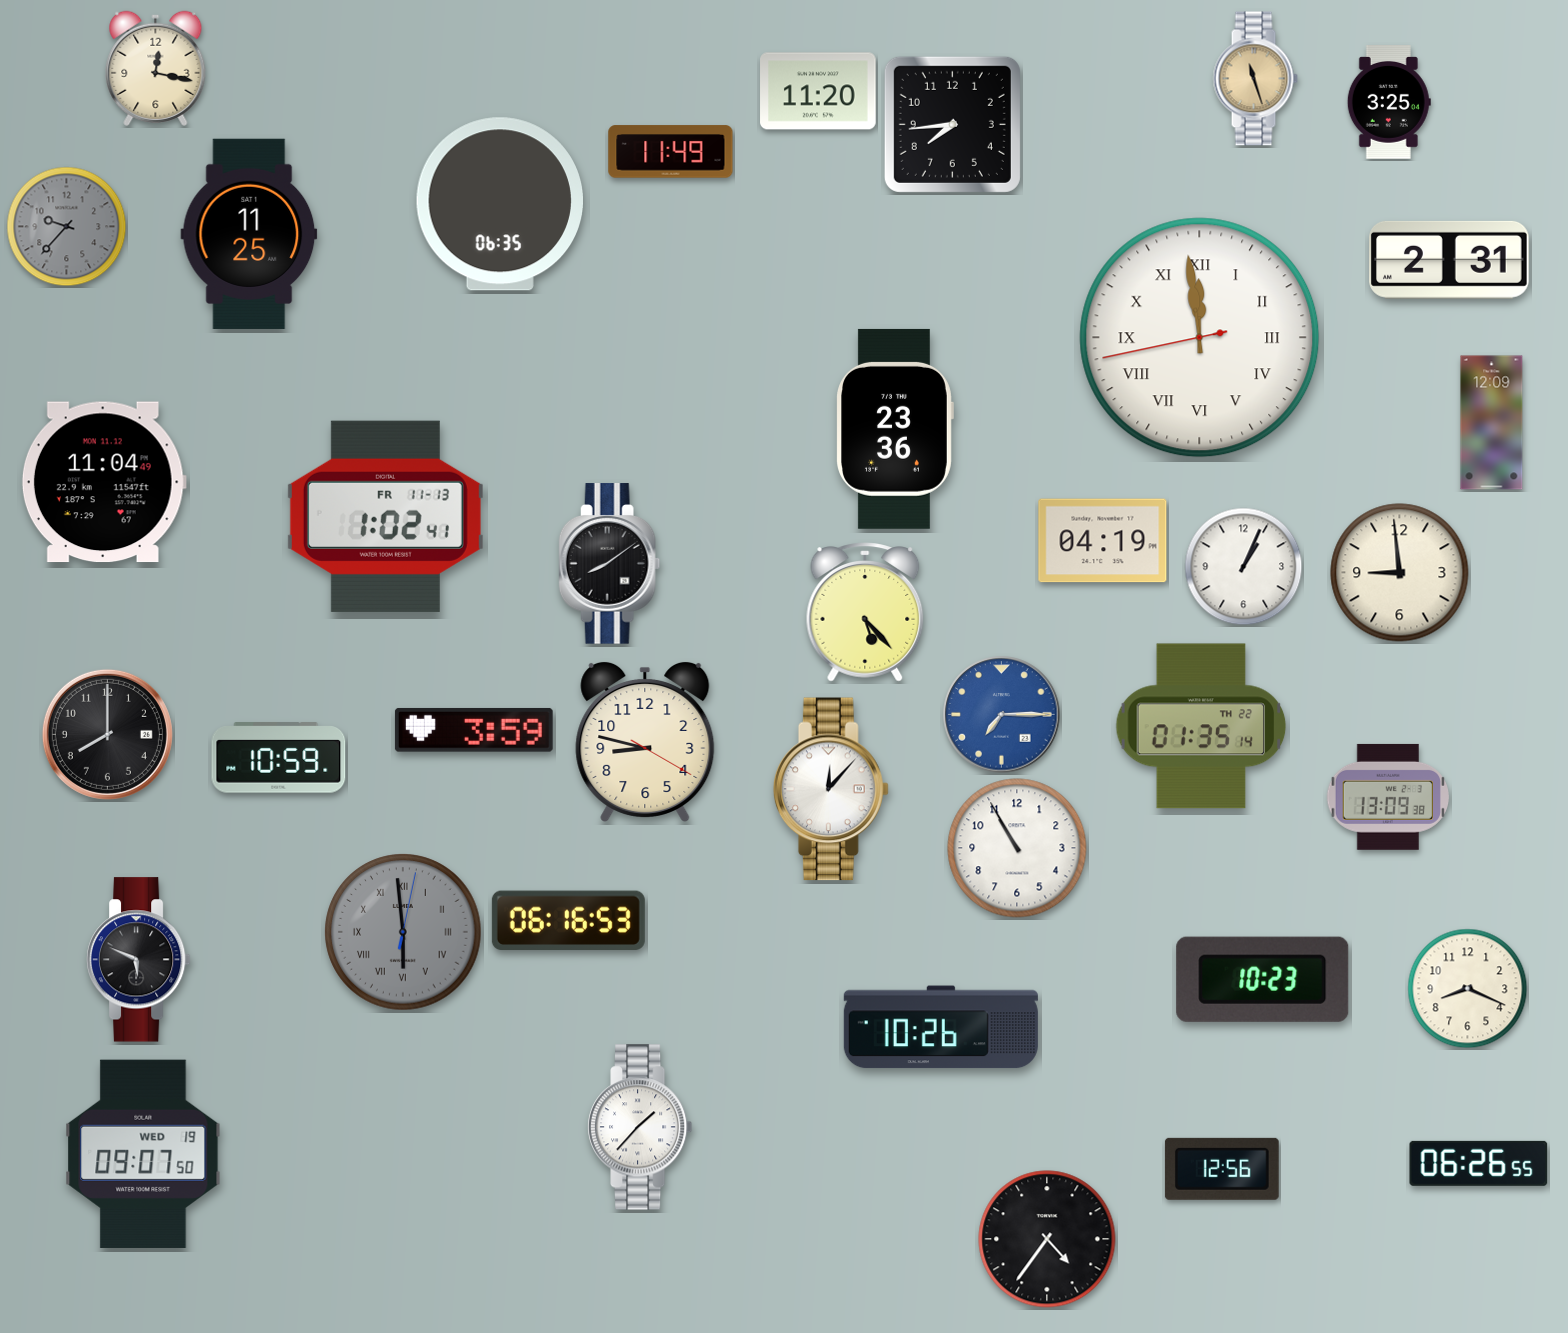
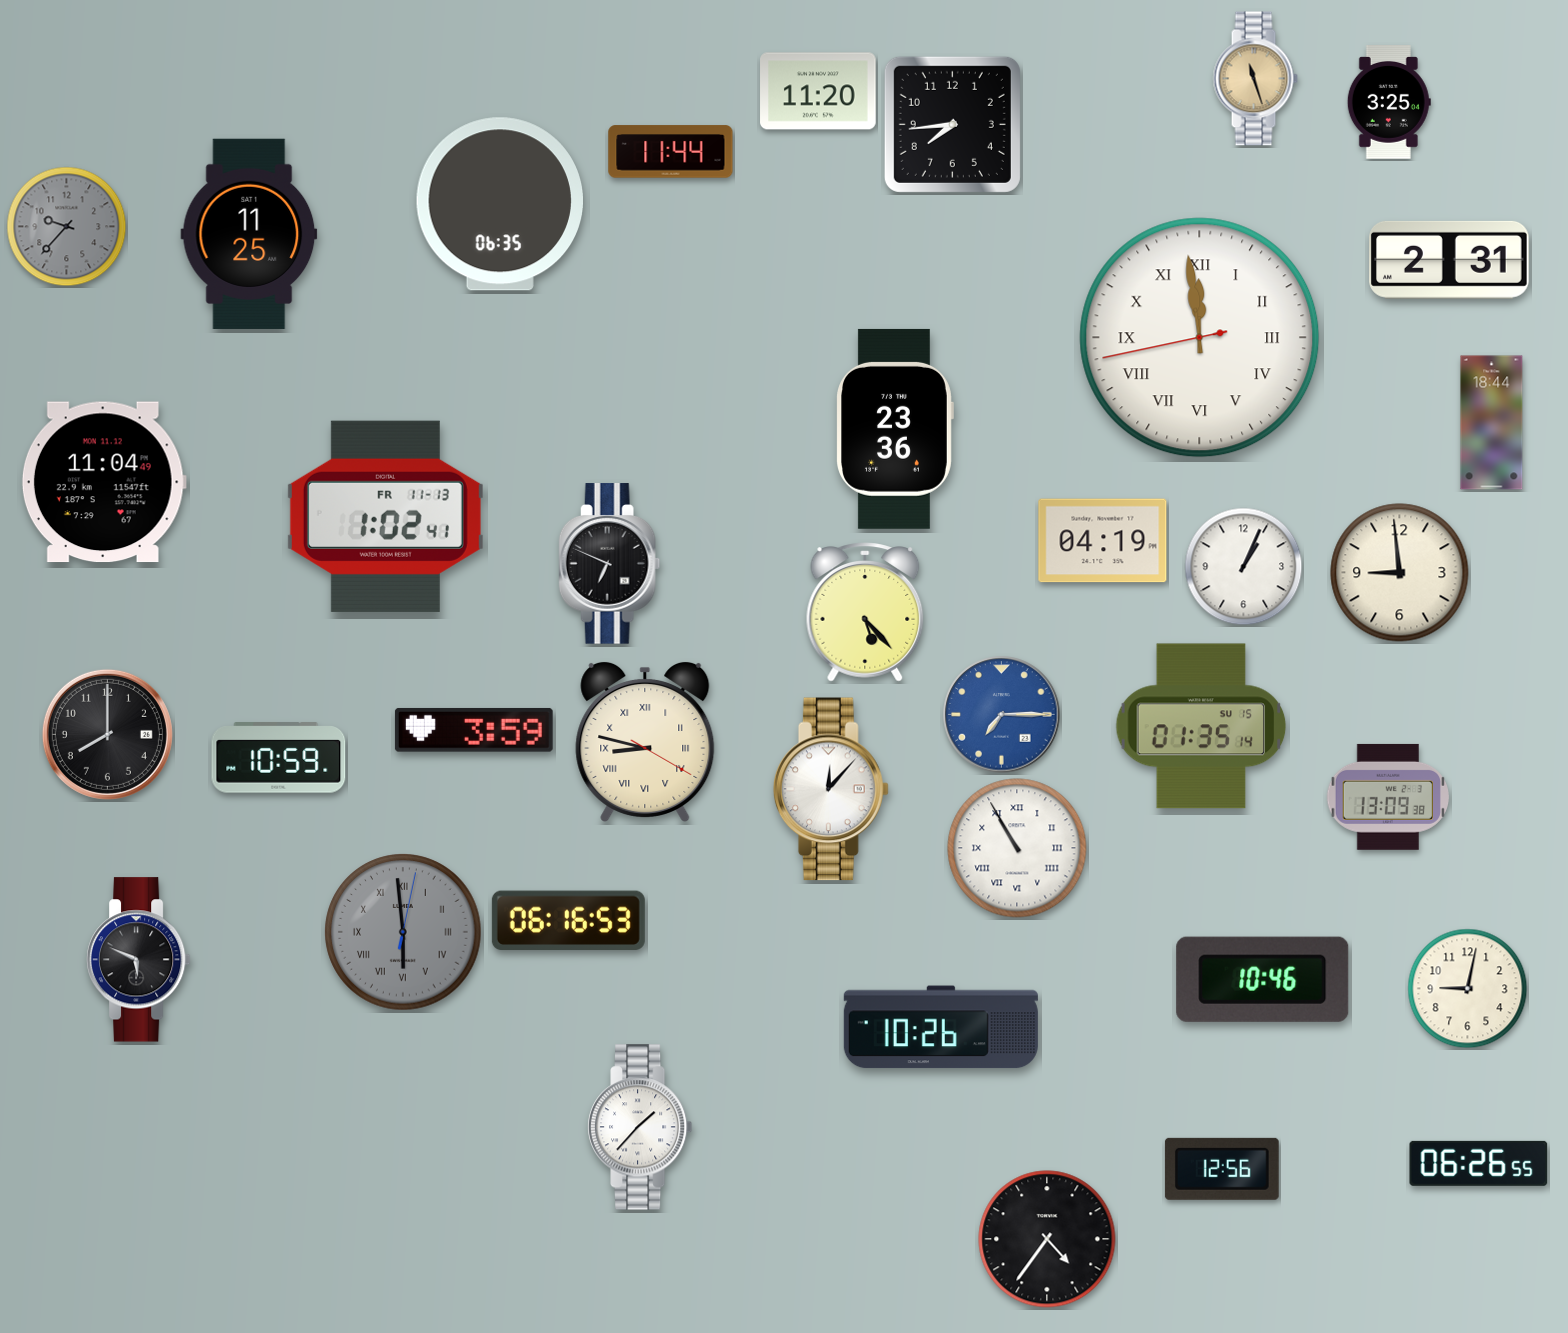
clock at (156, 68): 12:17 -> none
clock at (671, 152): 11:49 -> 11:44
clock at (1492, 423): 12:09 -> 18:44
clock at (610, 564): 8:09 -> 6:49
clock at (1201, 726) date: TH 22 -> SU 15
clock at (645, 742) numerals: Arabic -> Roman
clock at (1017, 848) numerals: Arabic -> Roman
clock at (1263, 979): 10:23 -> 10:46
clock at (1468, 989): 8:19 -> 9:02
clock at (143, 1154): 09:07 -> none
